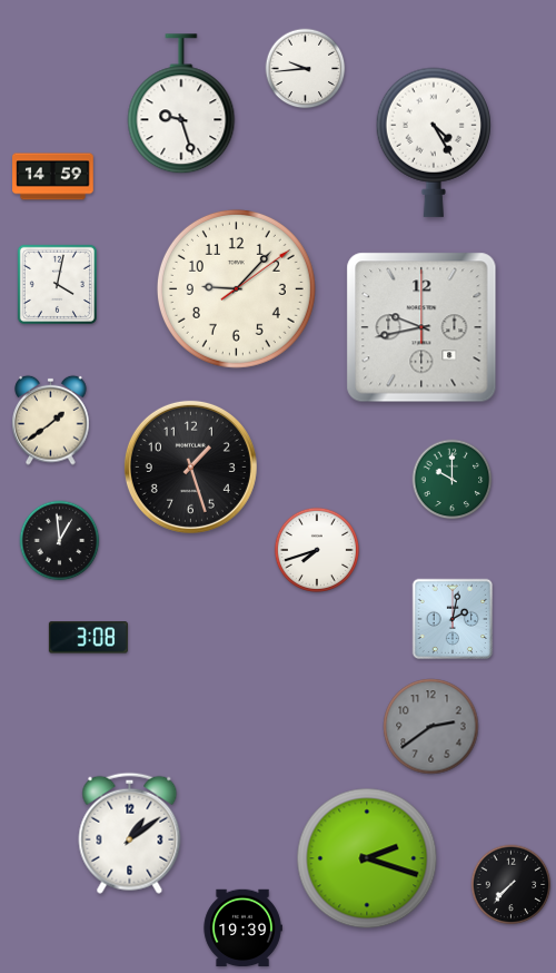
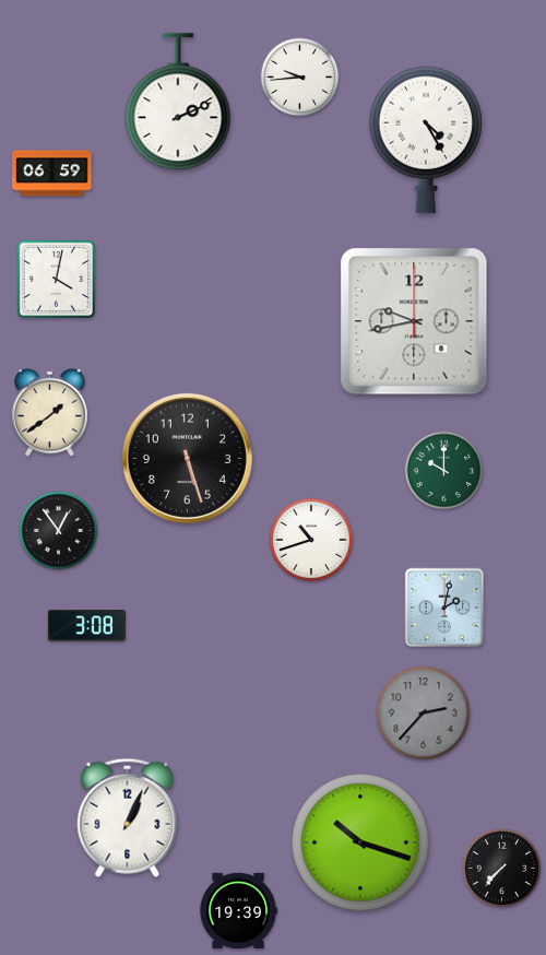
clock at (306, 69) position: (306, 69) -> (300, 78)
clock at (181, 105): 9:27 -> 2:11
clock at (53, 177): 14:59 -> 06:59
clock at (236, 288): 9:07 -> none
clock at (190, 466): 1:27 -> 5:27
clock at (60, 541): 12:59 -> 12:54
clock at (317, 550): 7:42 -> 10:42
clock at (431, 727): 2:39 -> 2:37
clock at (130, 833): 1:09 -> 1:04
clock at (367, 858): 2:18 -> 10:18
